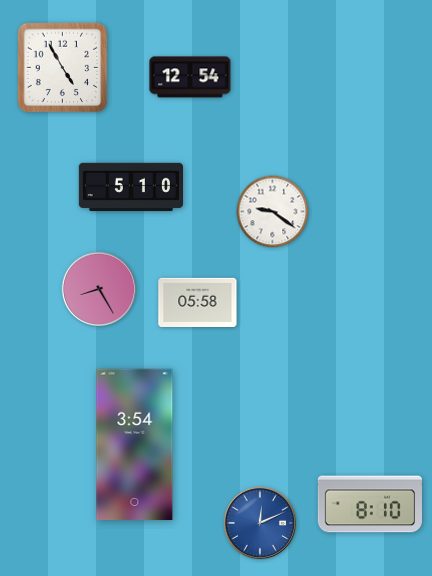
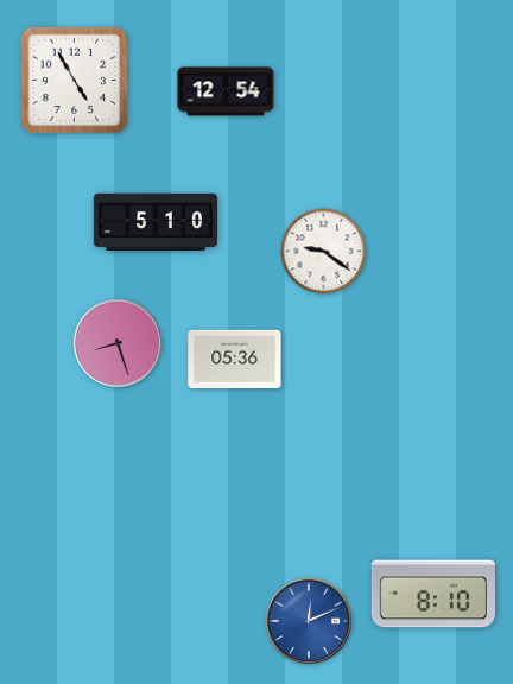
clock at (98, 288): 8:25 -> 8:27
clock at (198, 302): 05:58 -> 05:36
clock at (135, 445): 3:54 -> none
clock at (370, 504) position: (370, 504) -> (433, 594)
